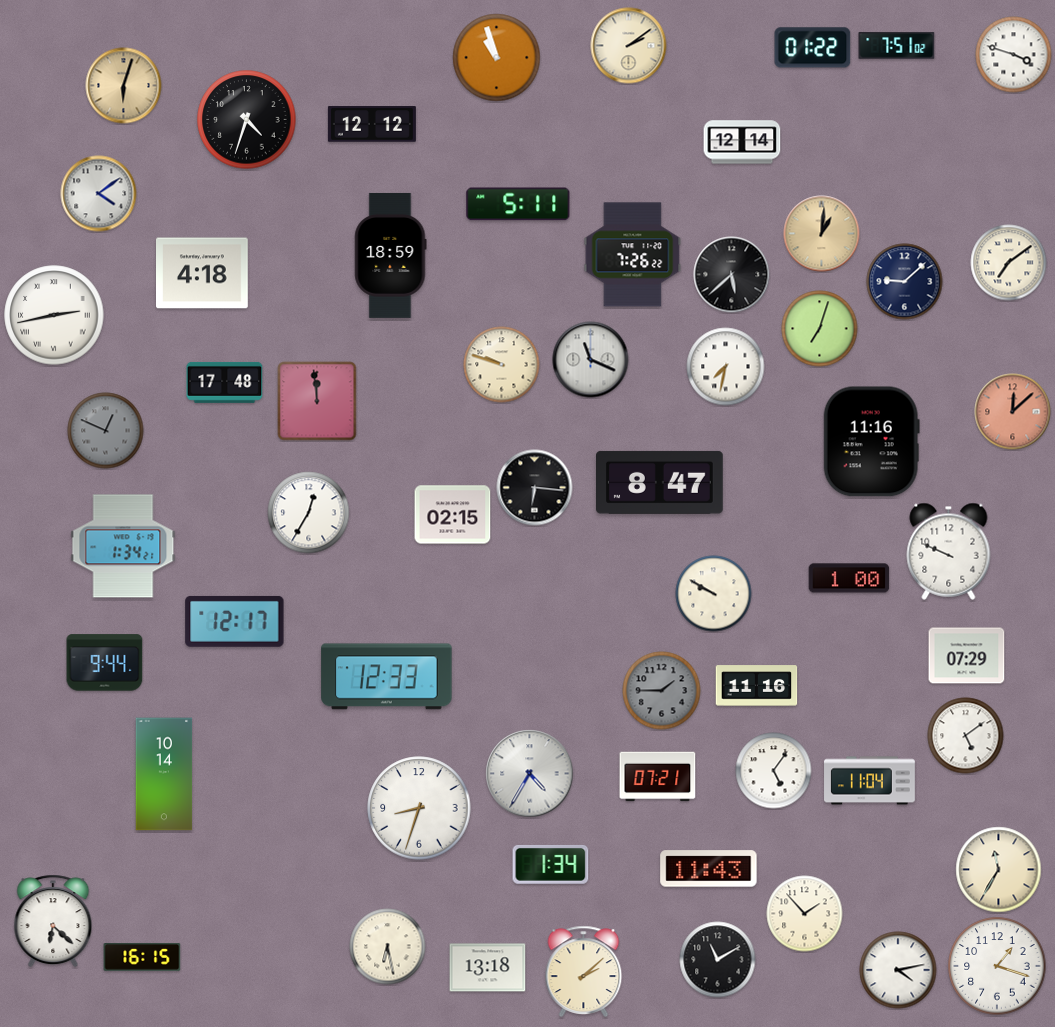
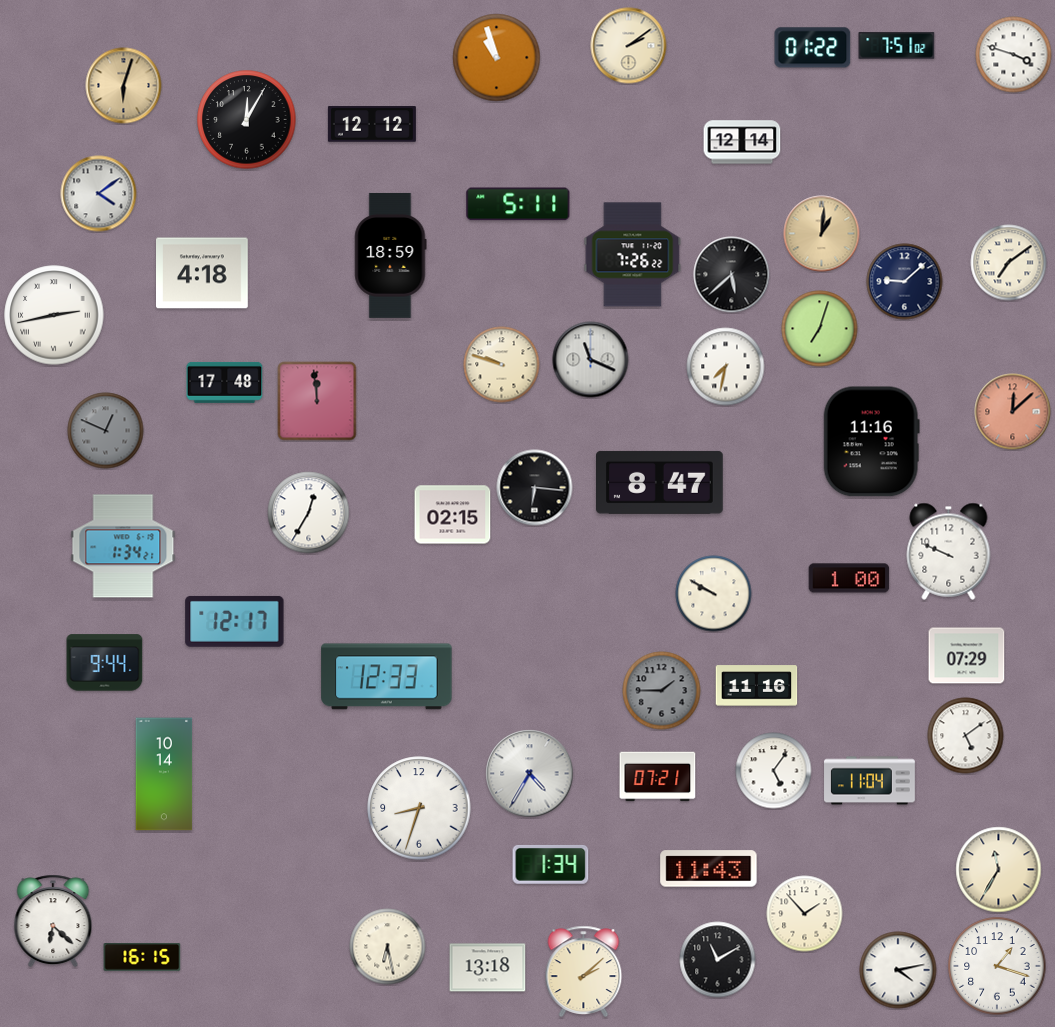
clock at (247, 120): 4:33 -> 12:05
